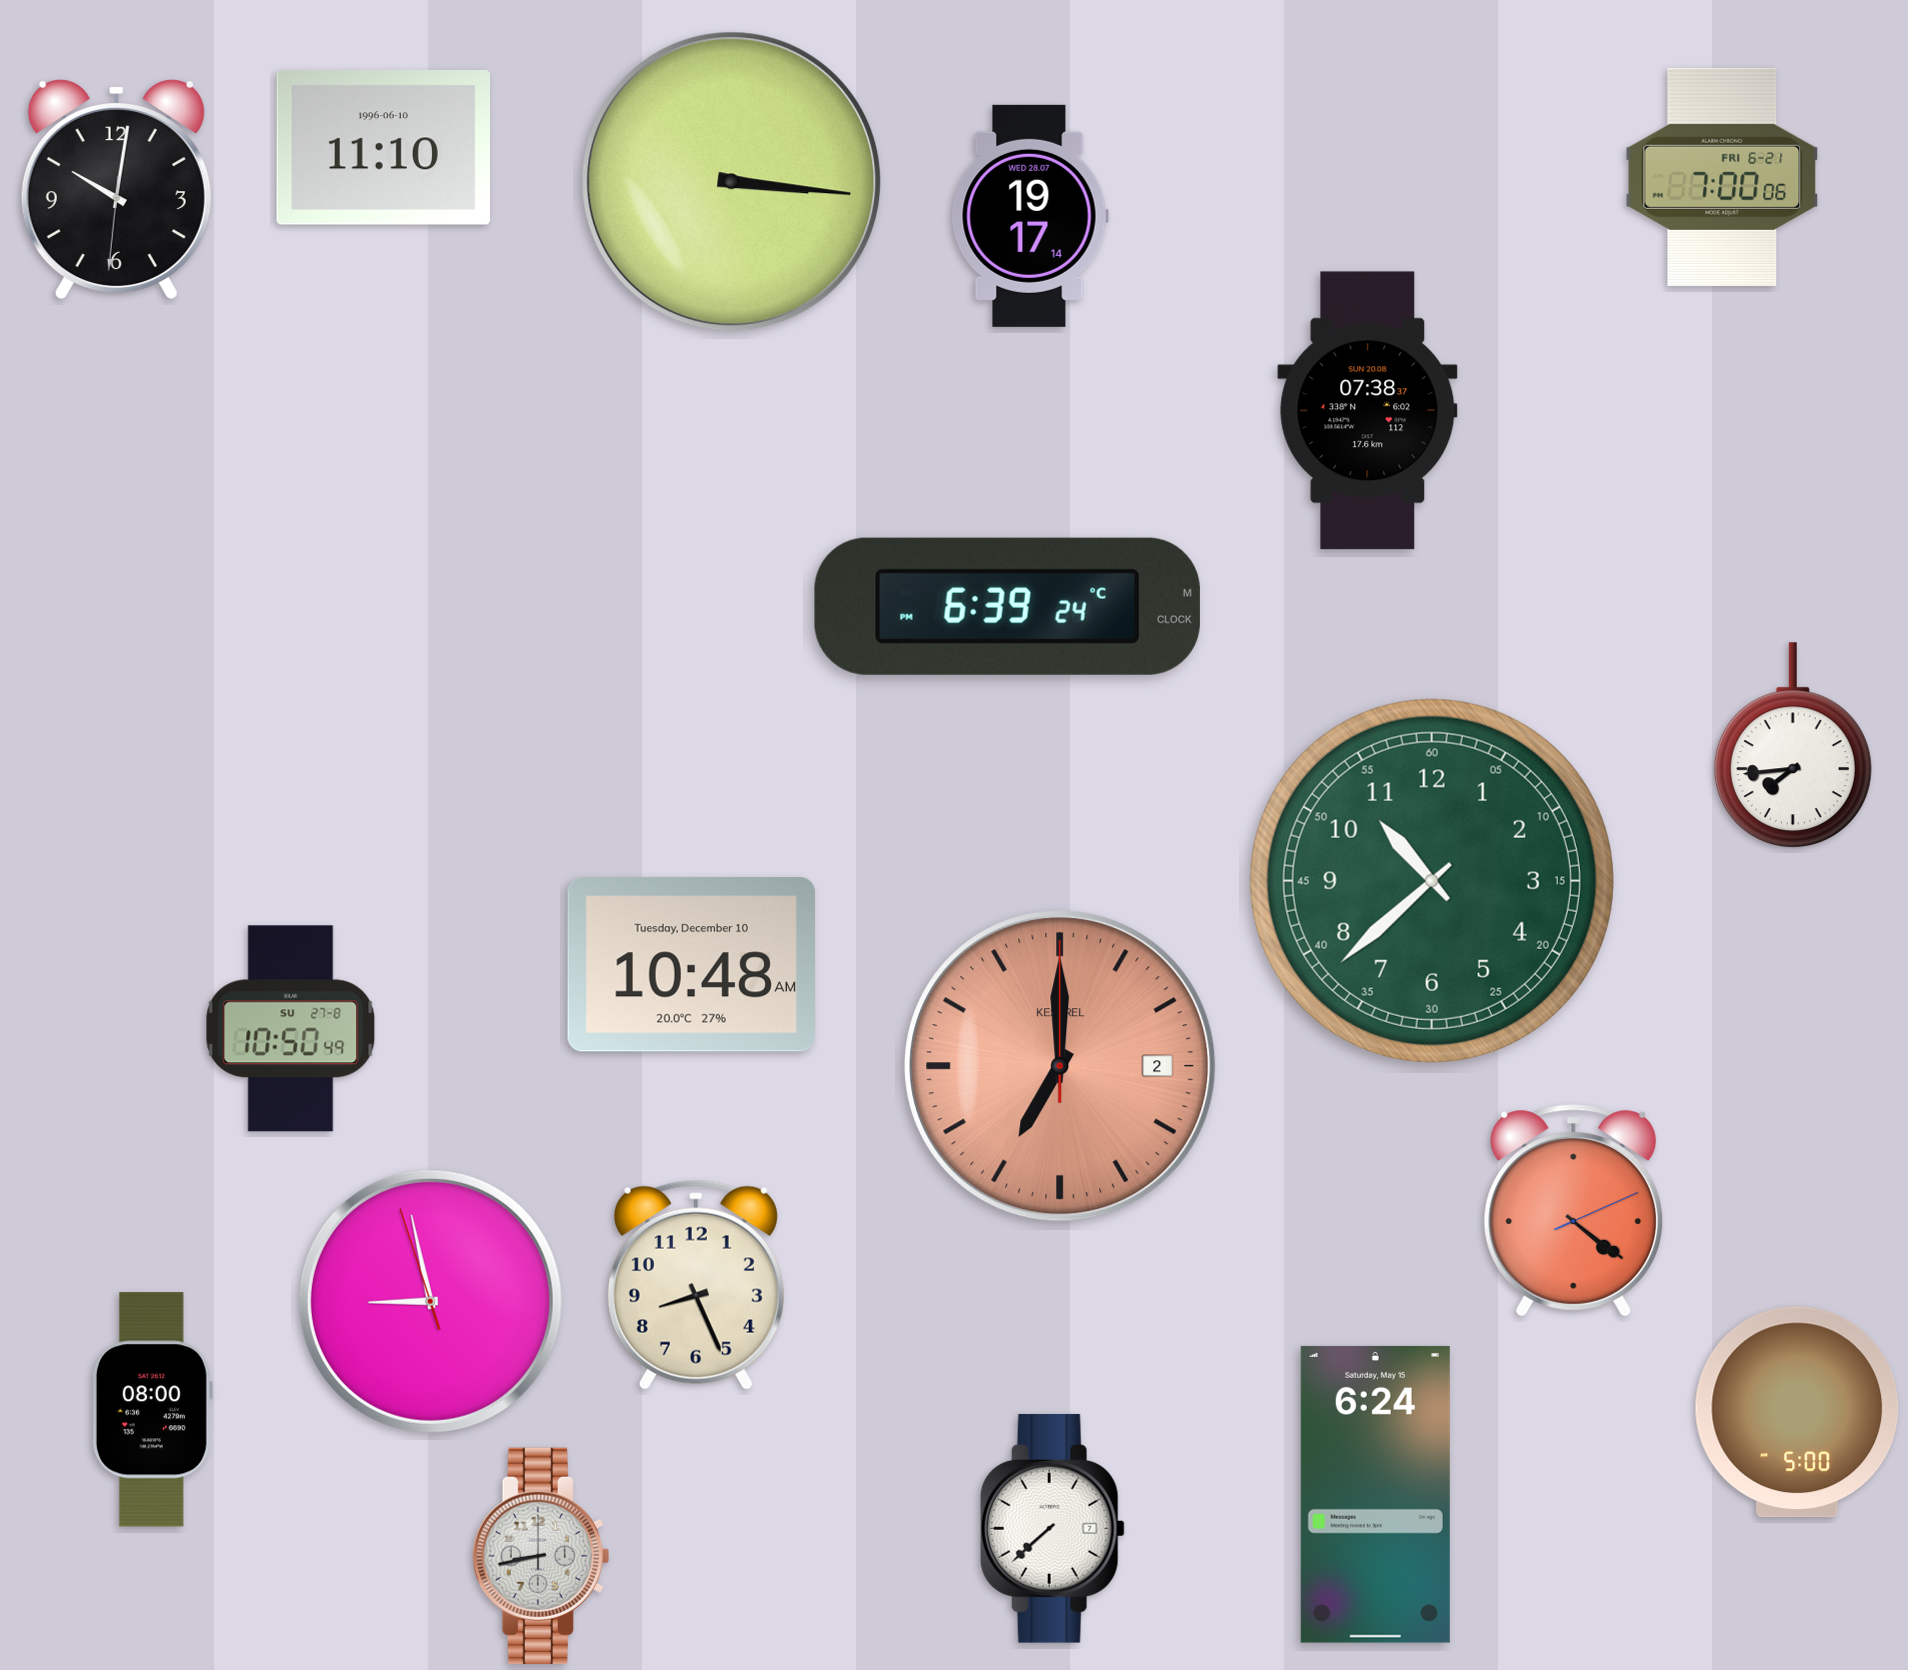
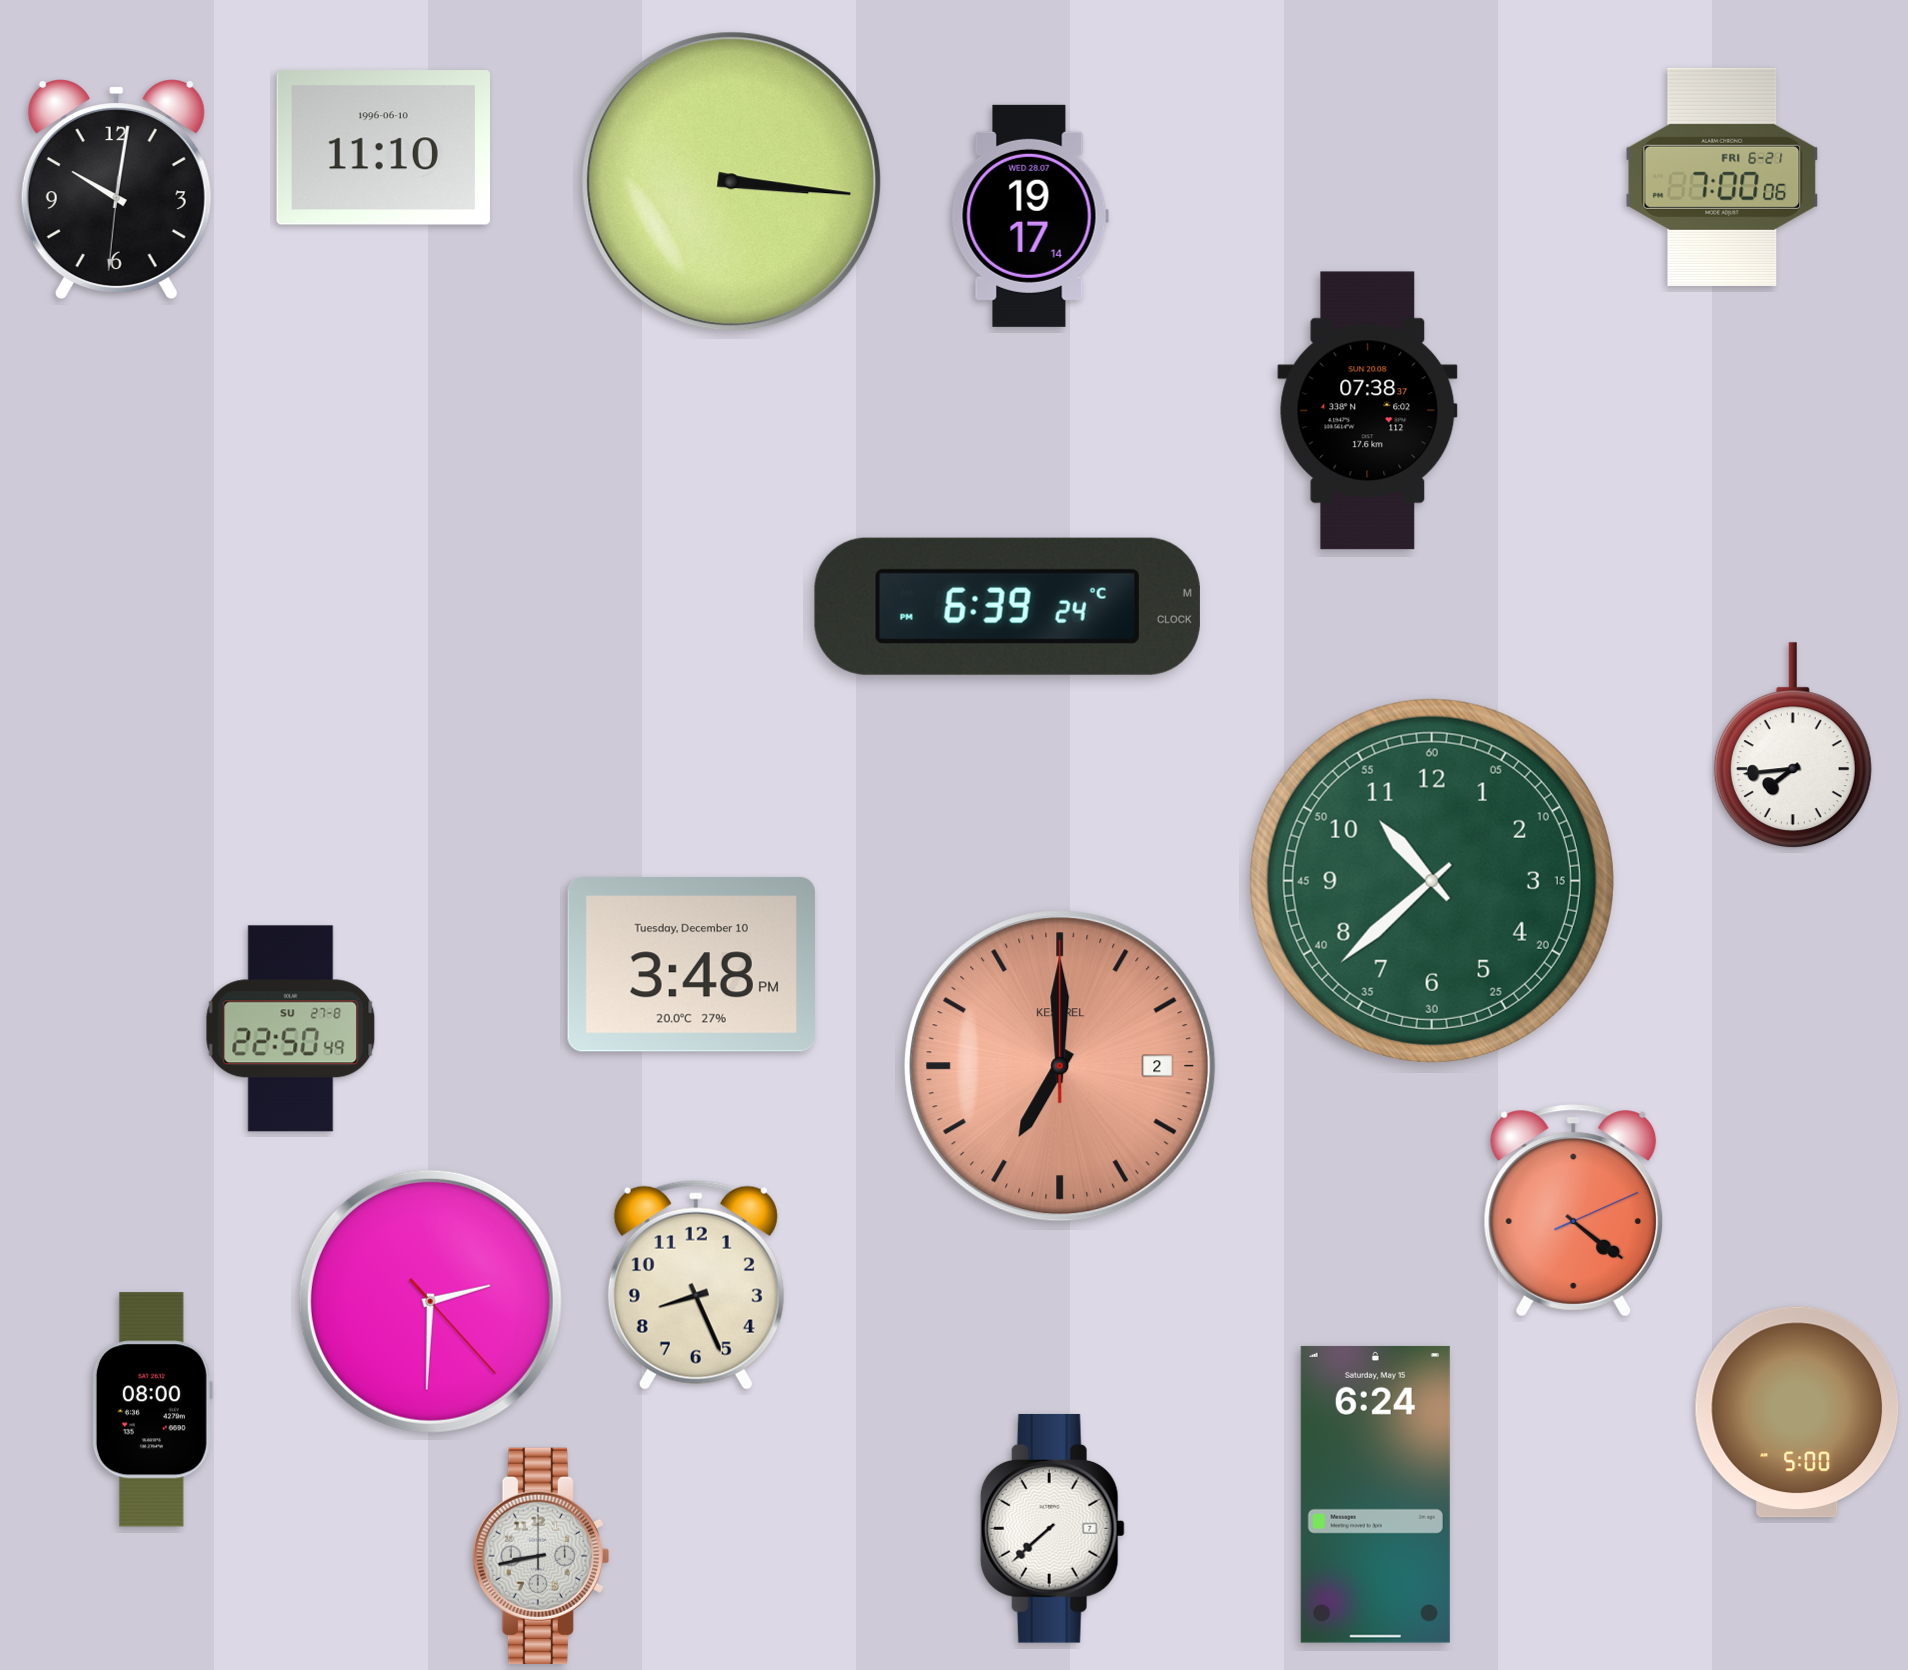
clock at (691, 965): 10:48 -> 3:48
clock at (291, 1029): 10:50 -> 22:50
clock at (430, 1301): 8:57 -> 2:30
